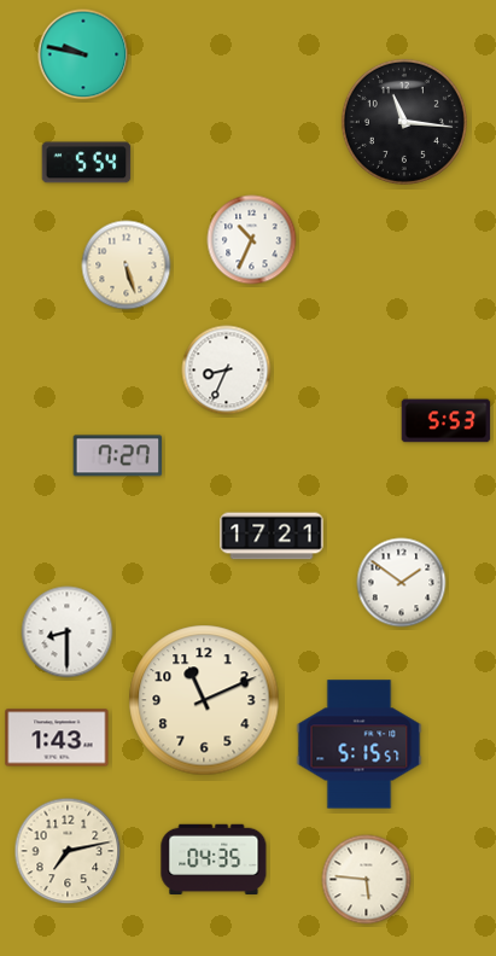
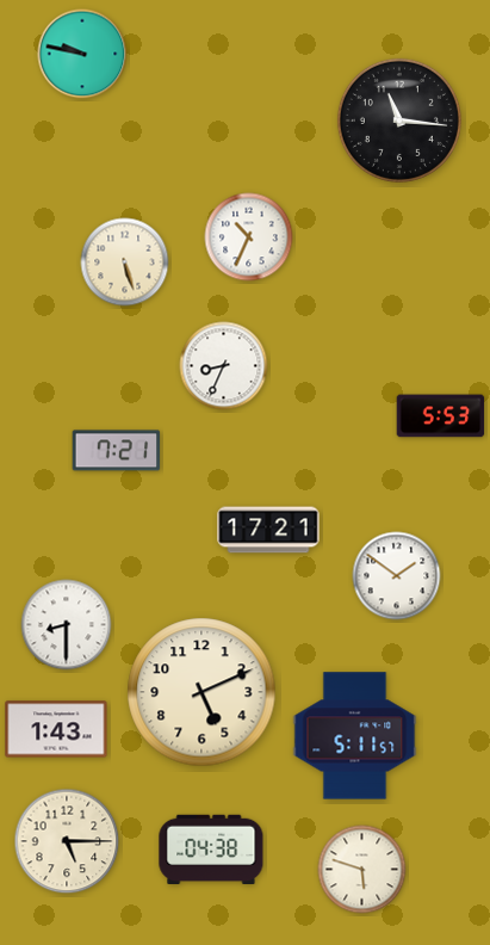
clock at (87, 163): 5:54 -> none
clock at (118, 456): 7:27 -> 7:21
clock at (204, 700): 11:11 -> 5:11
clock at (360, 745): 5:15 -> 5:11
clock at (68, 851): 7:13 -> 5:15
clock at (214, 858): 04:35 -> 04:38
clock at (367, 880): 5:46 -> 5:48
